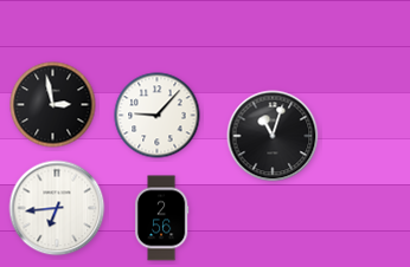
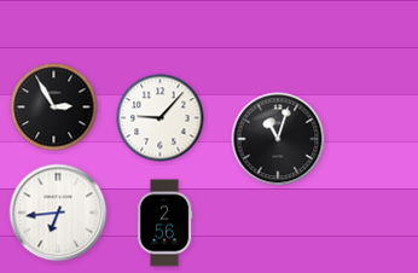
clock at (53, 105): 2:58 -> 2:55
